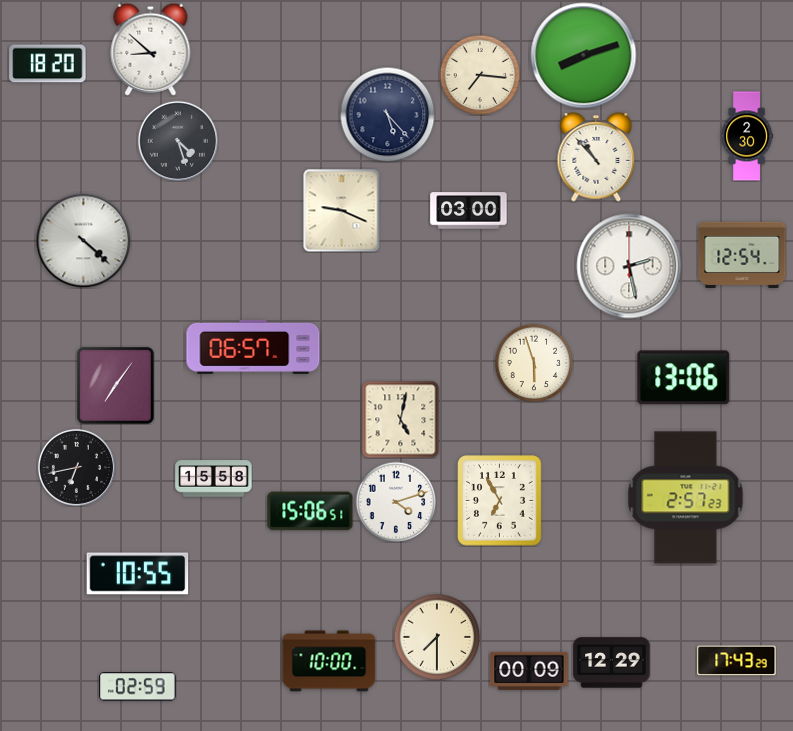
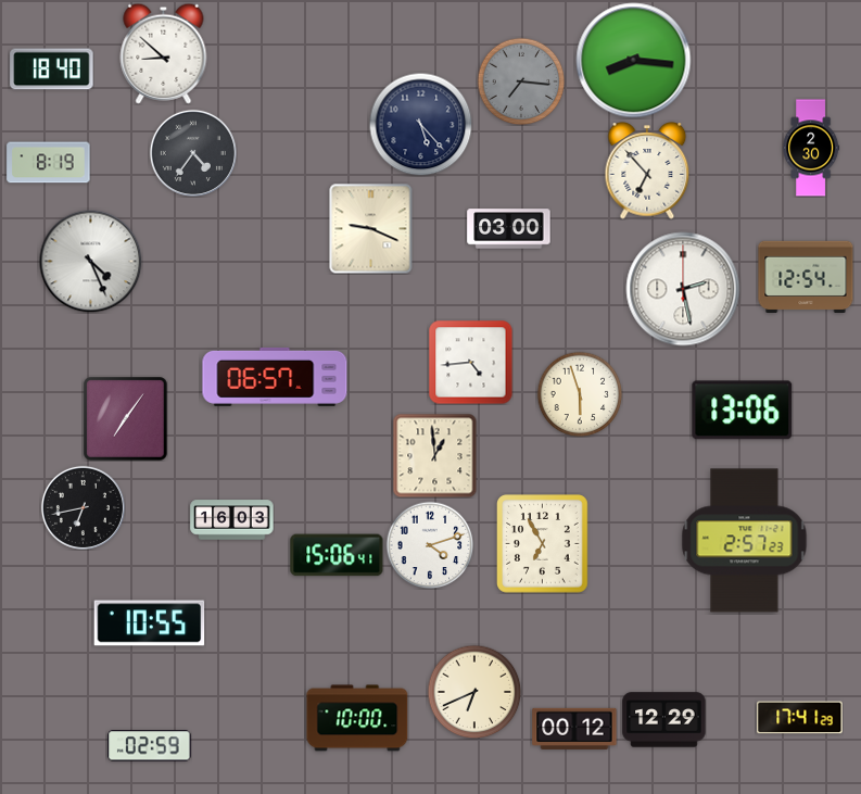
clock at (584, 56): 8:12 -> 8:16
clock at (48, 64): 18:20 -> 18:40
clock at (480, 75) dial: cream -> grey
clock at (178, 141): 4:27 -> 4:36
clock at (49, 163): none -> 8:19
clock at (596, 157): 10:53 -> 6:53
clock at (83, 240): 4:22 -> 4:26
clock at (470, 362): none -> 4:44
clock at (400, 419): 5:02 -> 12:59
clock at (214, 479): 15:58 -> 16:03
clock at (310, 511): 15:06:51 -> 15:06:41
clock at (437, 637): 7:30 -> 6:41
clock at (737, 661): 17:43 -> 17:41
clock at (529, 671): 00:09 -> 00:12
